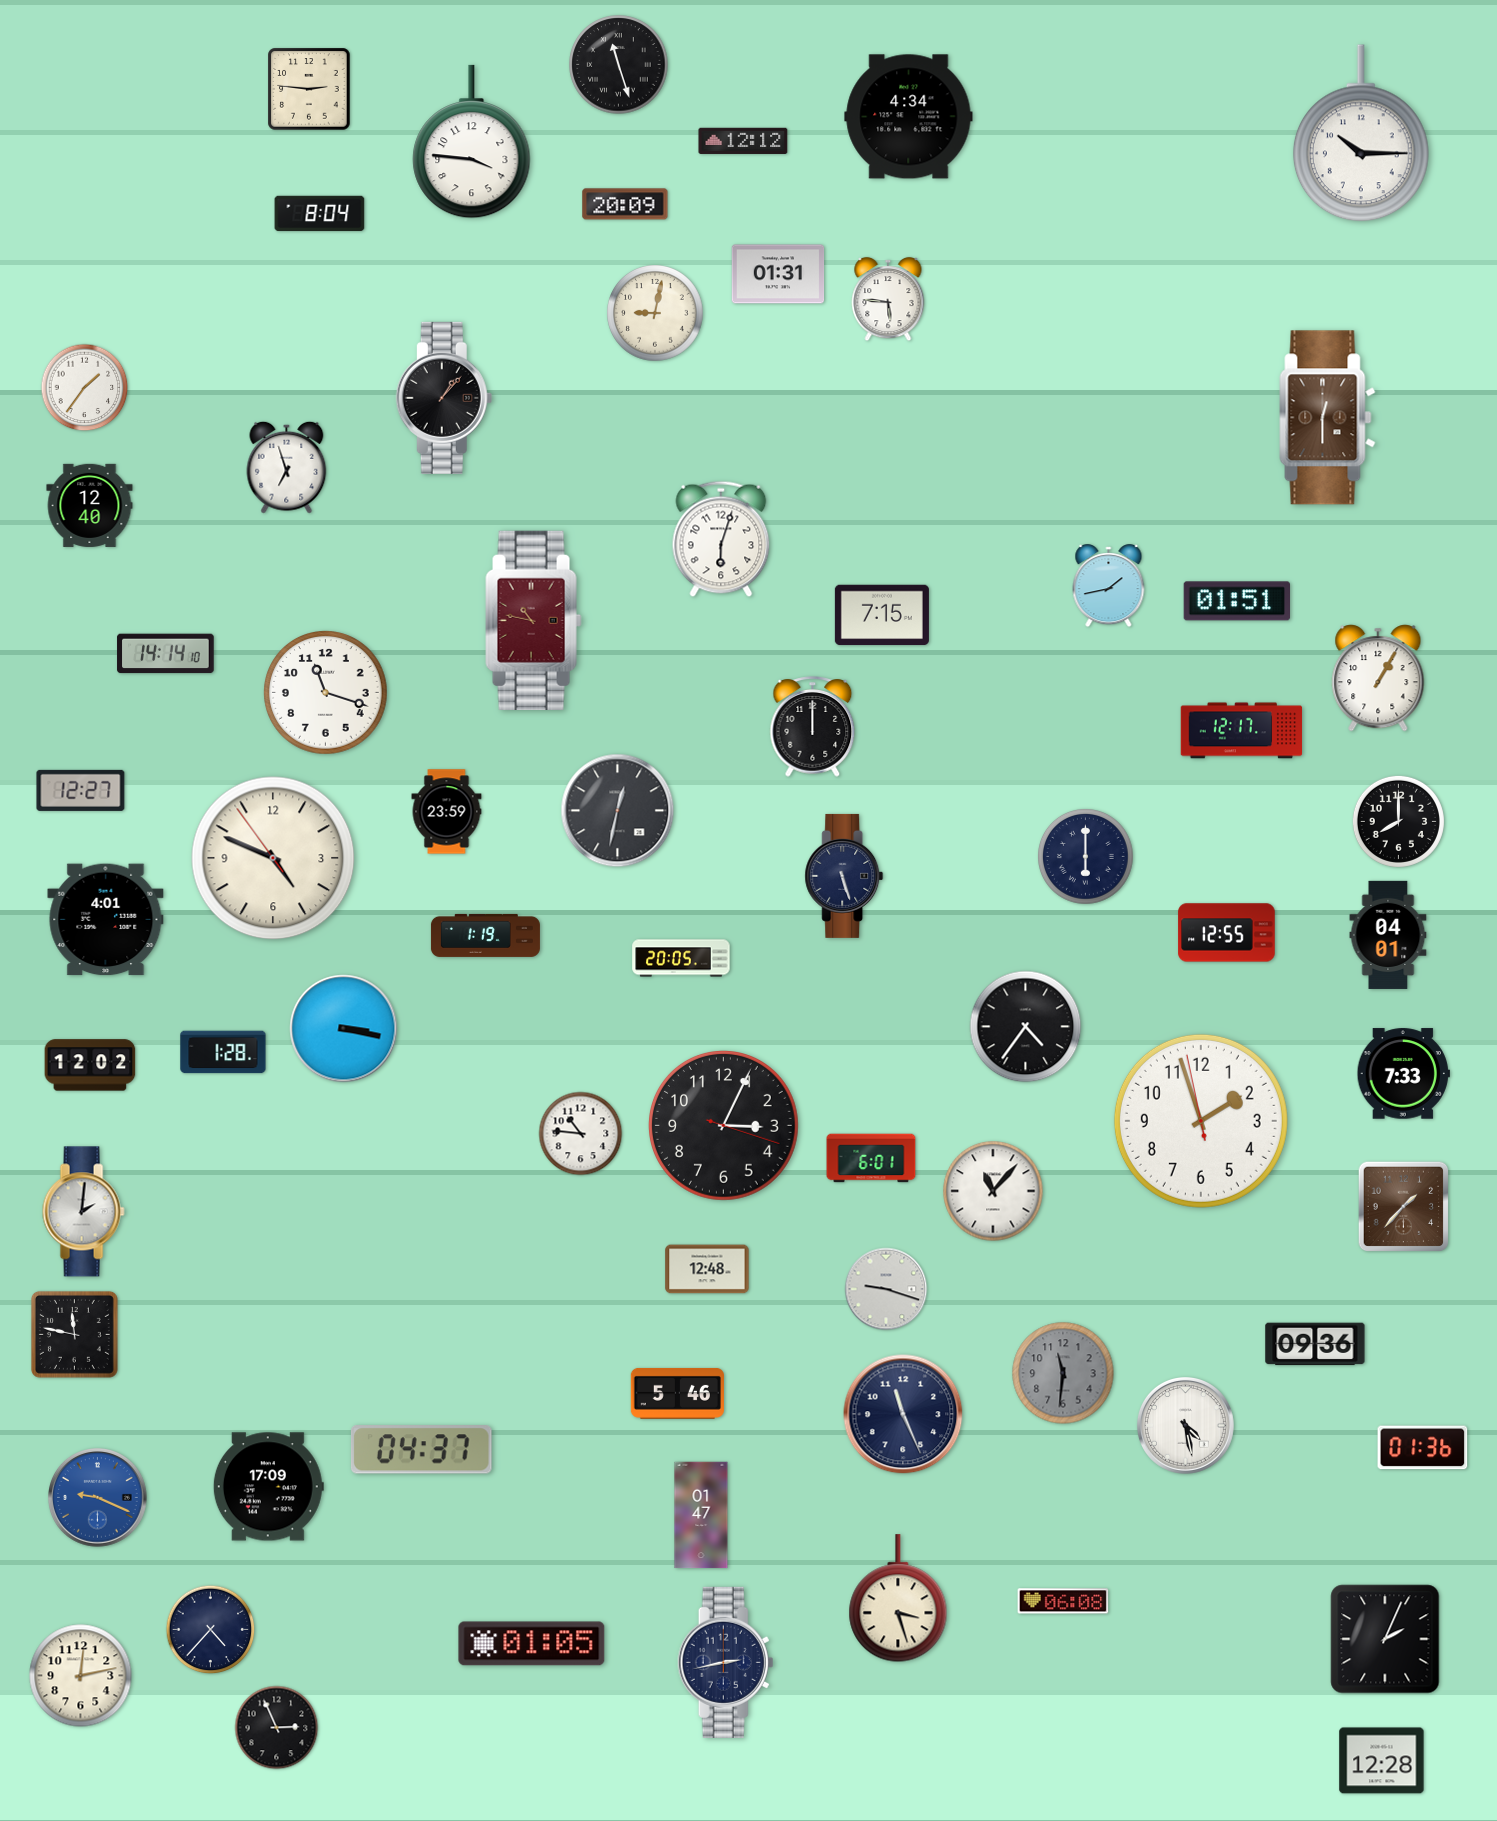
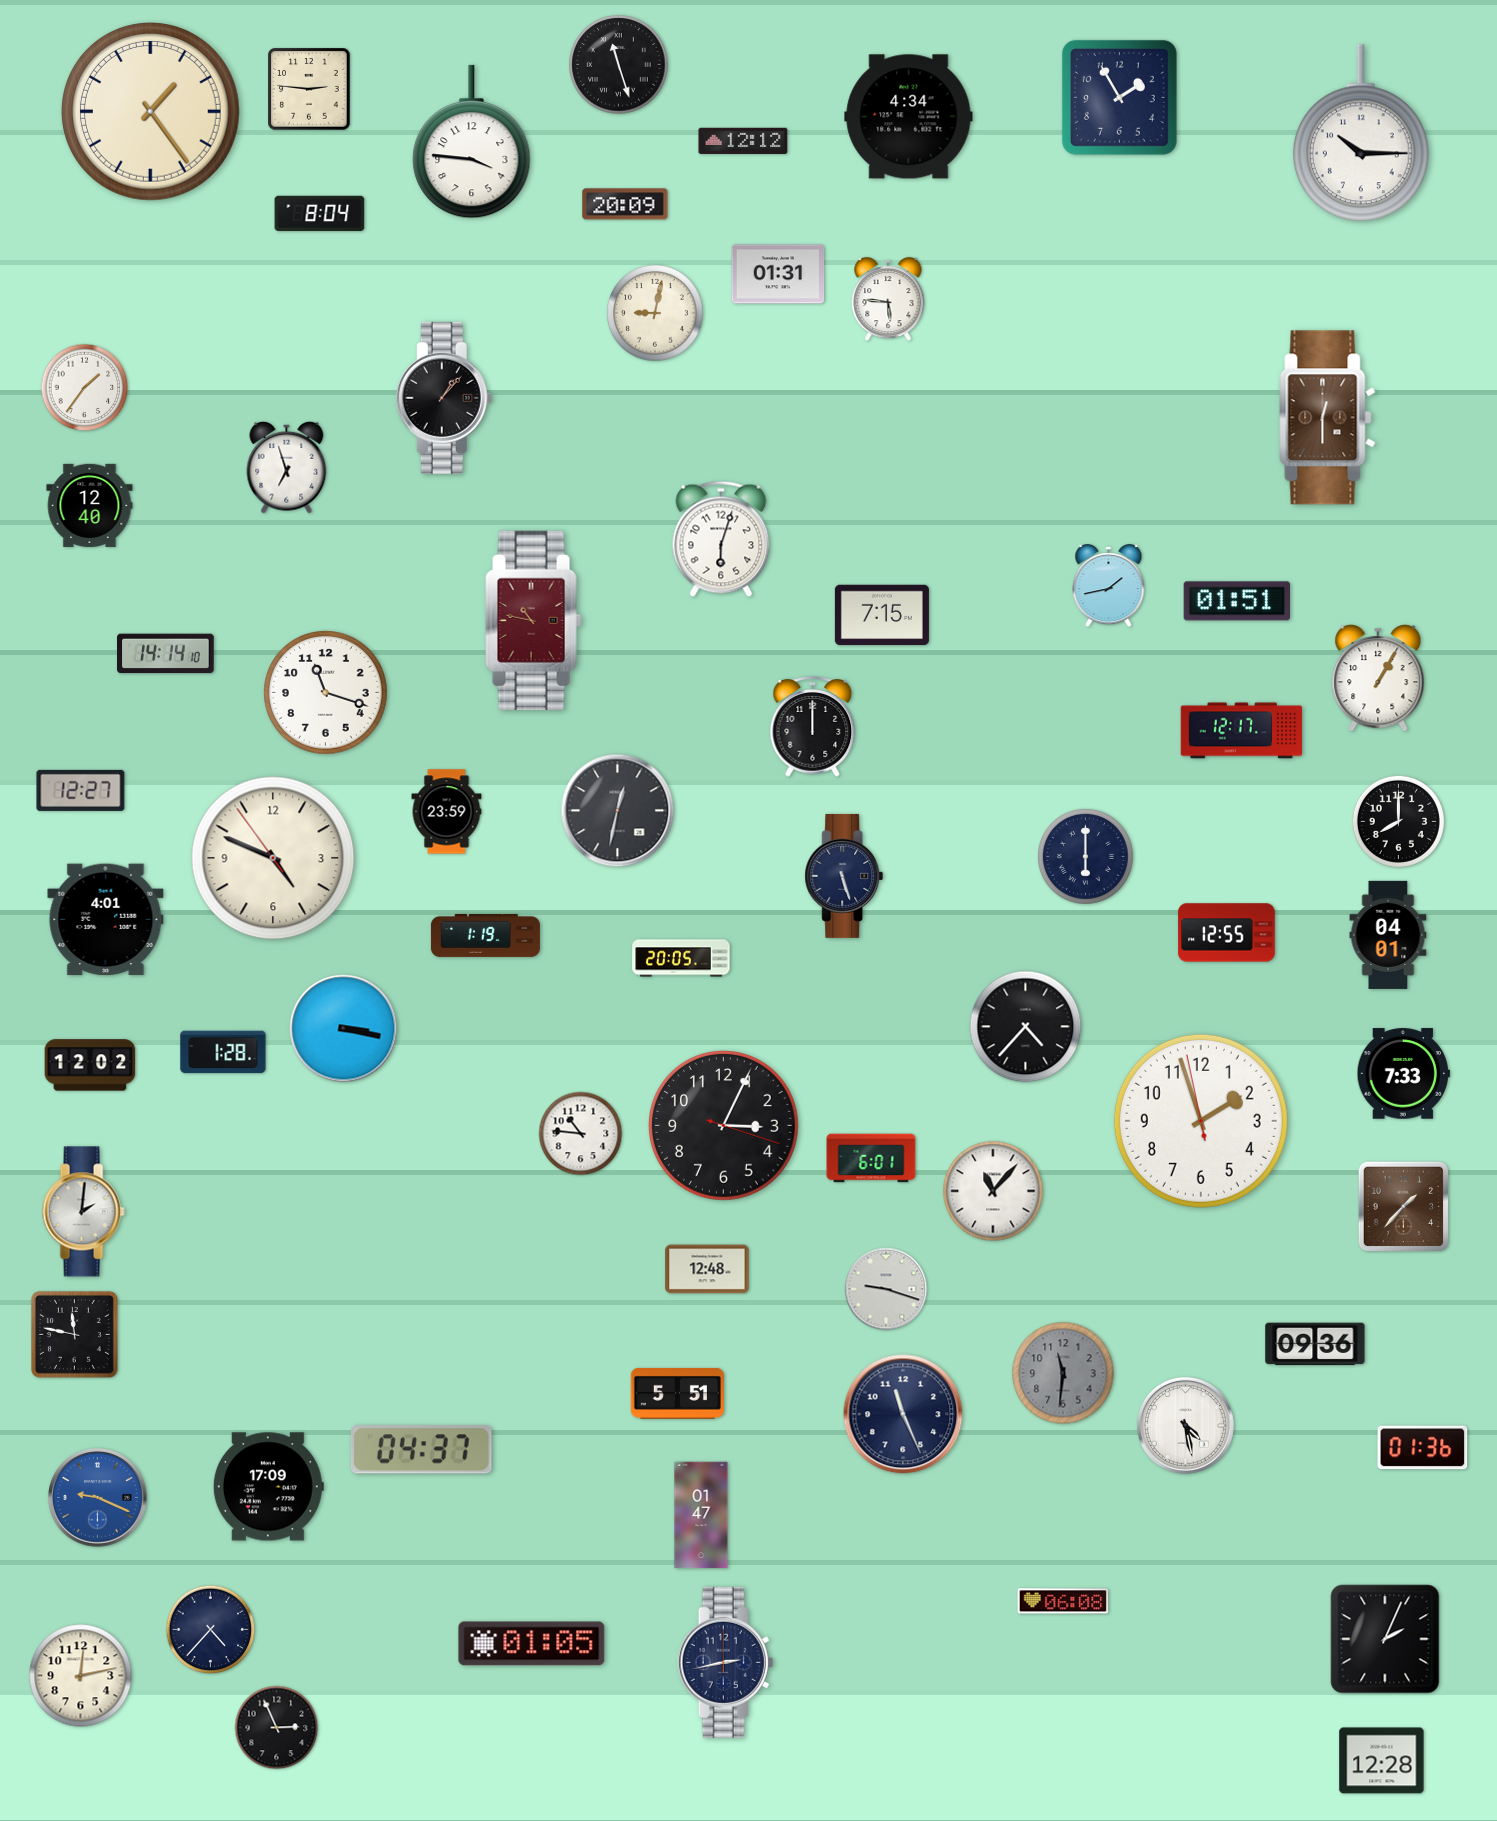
clock at (1119, 97): none -> 1:55
clock at (151, 112): none -> 1:24
clock at (1026, 1027): 4:36 -> 4:37
clock at (677, 1393): 5:46 -> 5:51
clock at (898, 1599): 3:27 -> none
